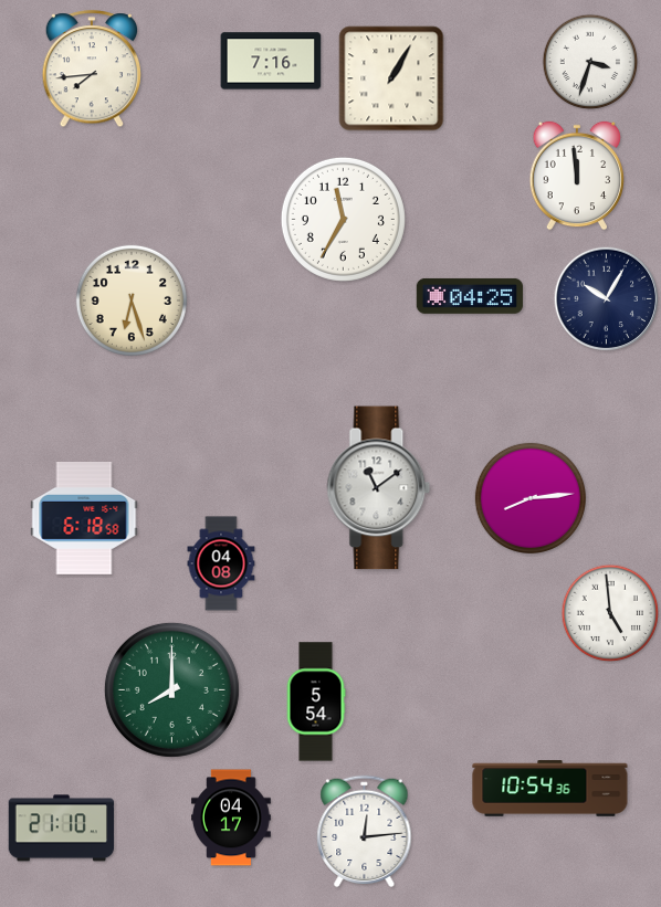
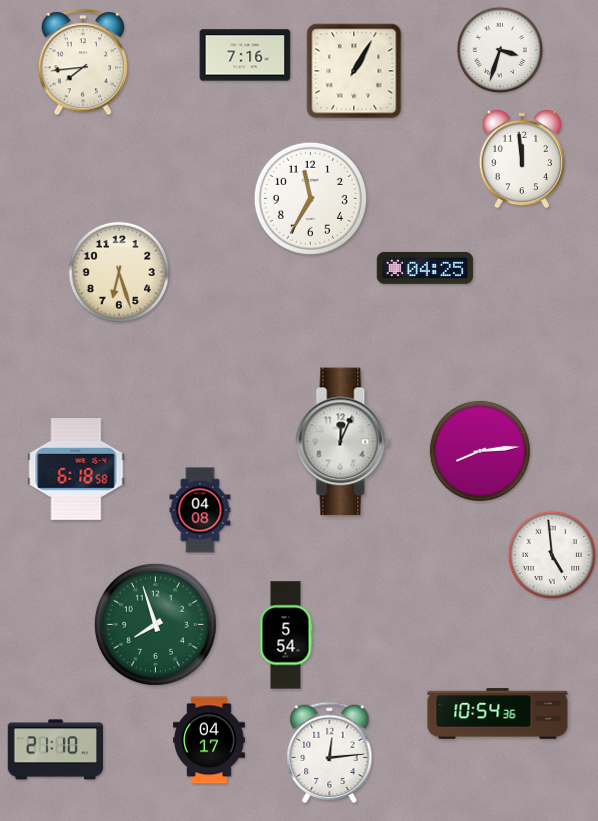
clock at (590, 62) position: (590, 62) -> (500, 50)
clock at (607, 299): 10:05 -> none
clock at (379, 488): 11:09 -> 12:04
clock at (171, 689): 8:00 -> 7:57
